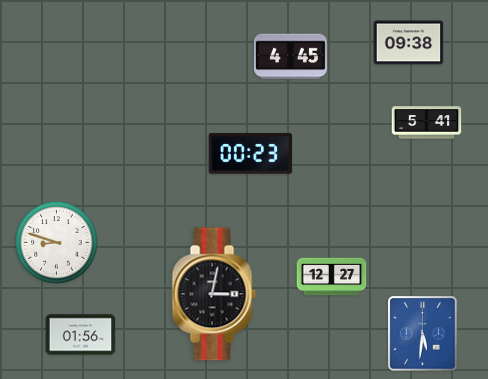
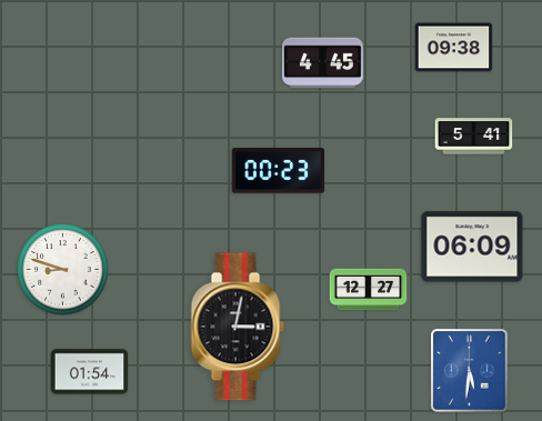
clock at (472, 247): none -> 06:09
clock at (332, 277) position: (332, 277) -> (369, 290)
clock at (81, 335): 01:56 -> 01:54
